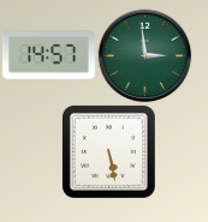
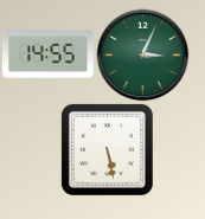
clock at (48, 55): 14:57 -> 14:55
clock at (144, 55): 2:59 -> 3:04
